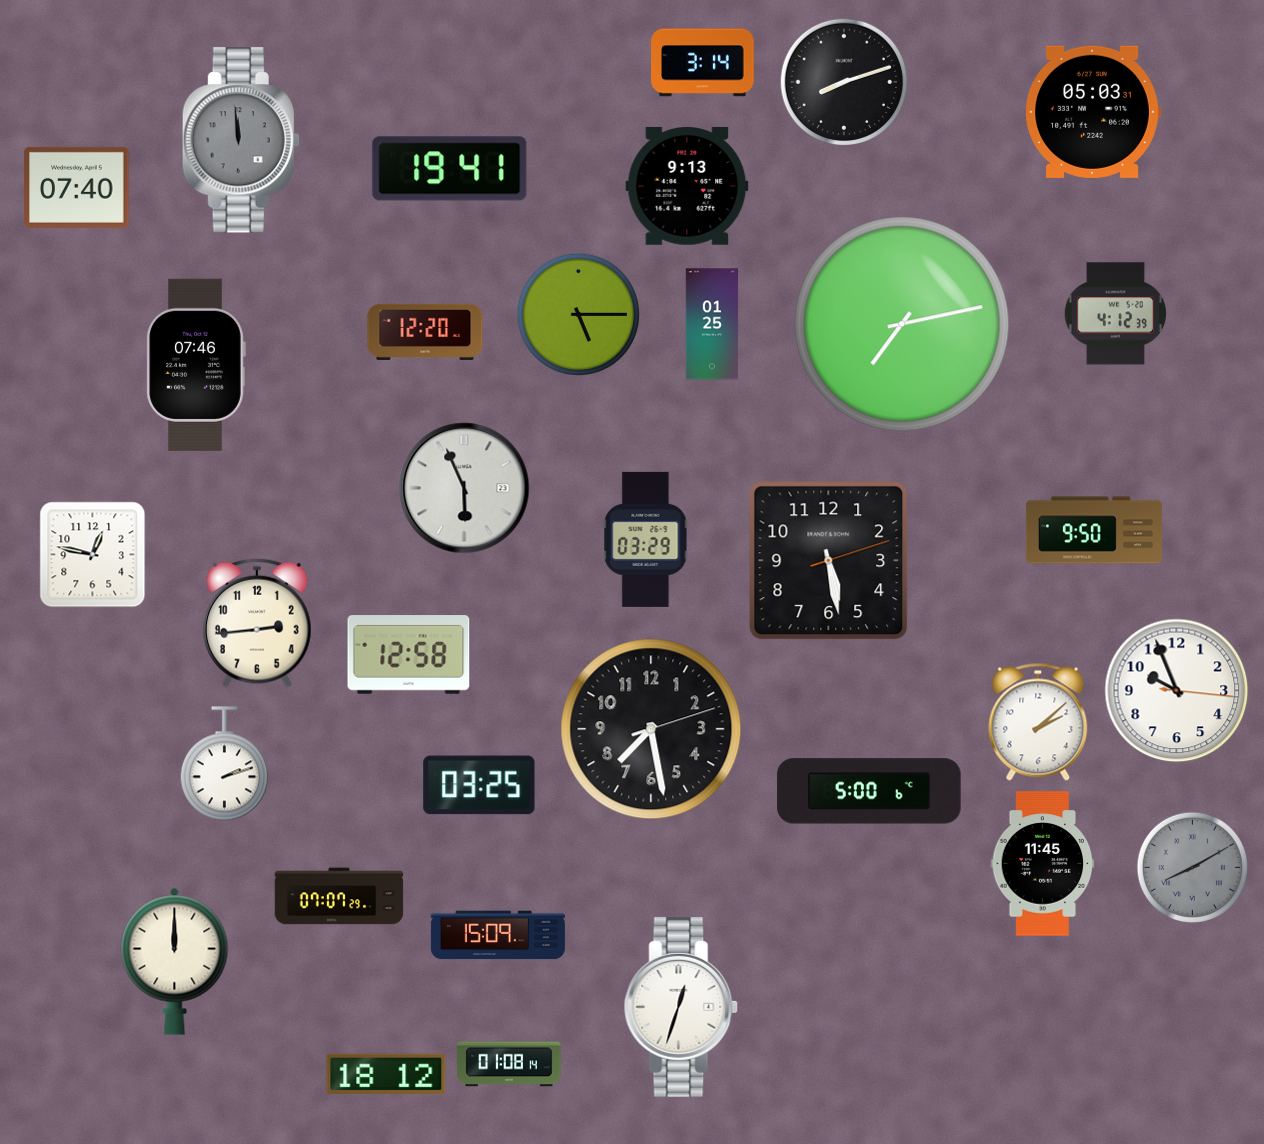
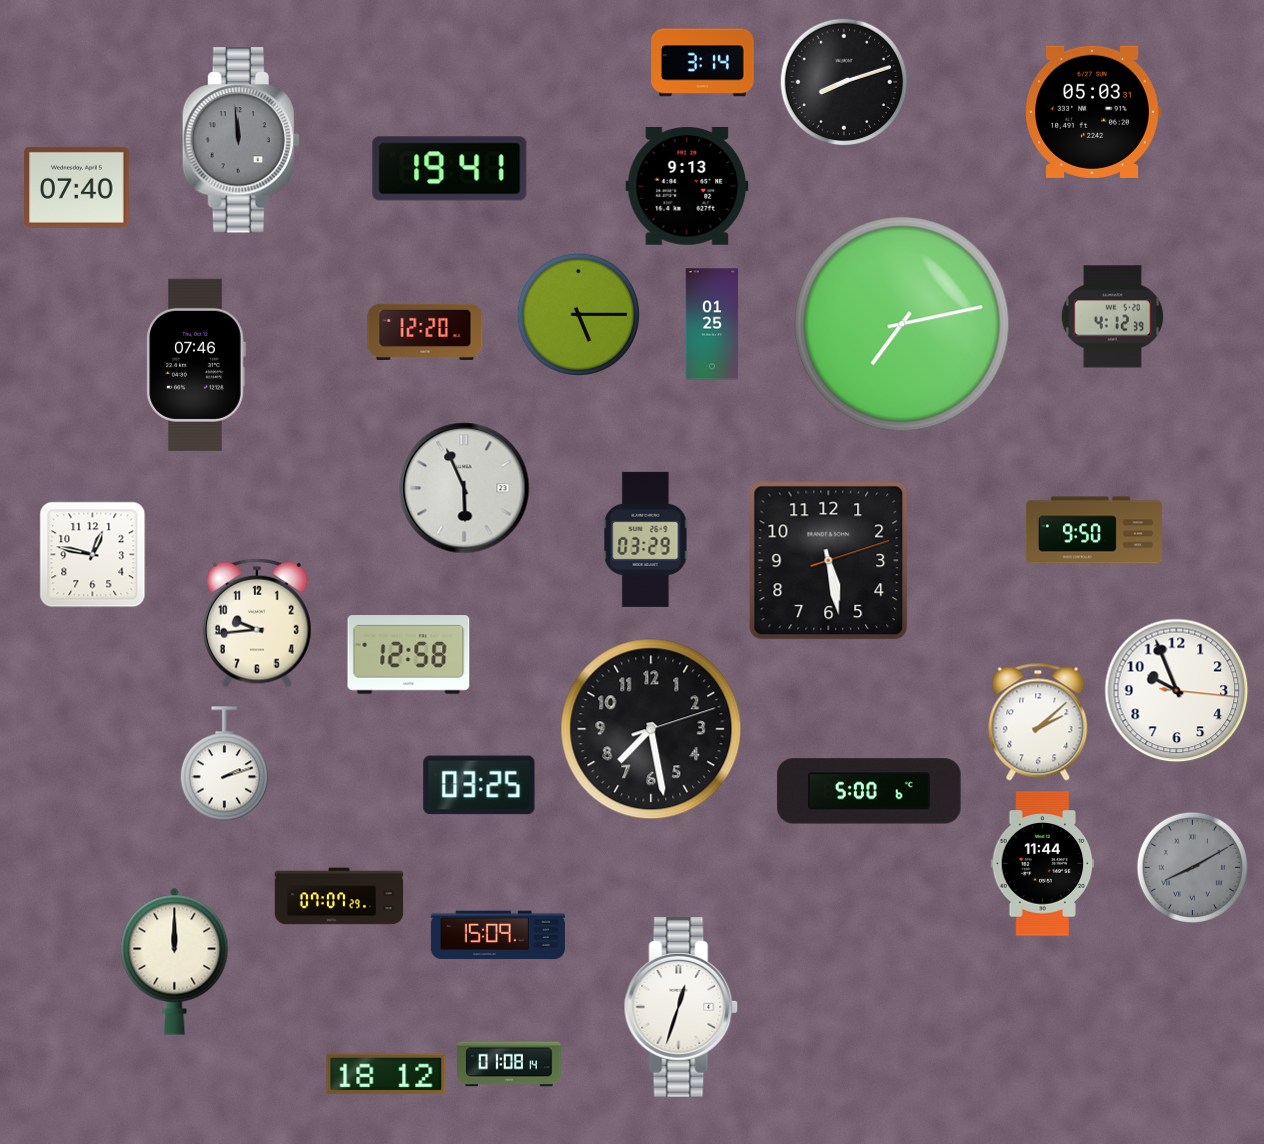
clock at (1115, 314) position: (1115, 314) -> (1112, 317)
clock at (258, 623): 2:44 -> 9:44
clock at (1043, 864): 11:45 -> 11:44
